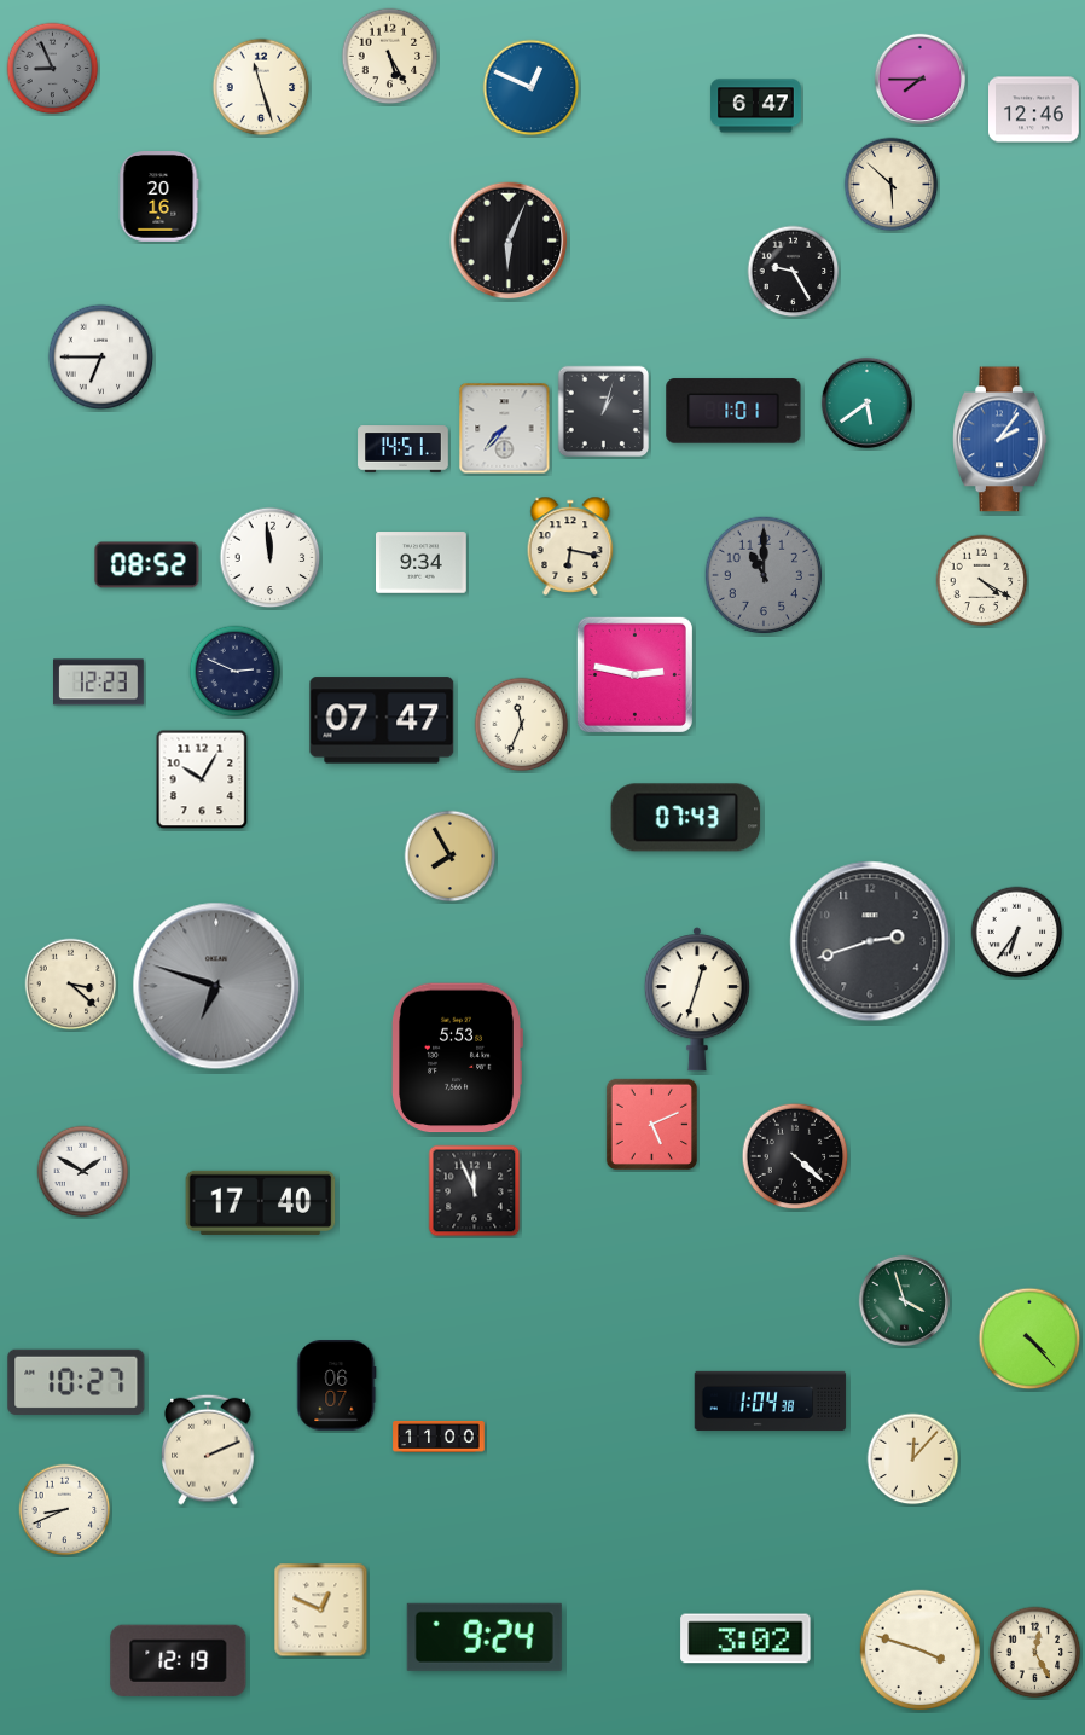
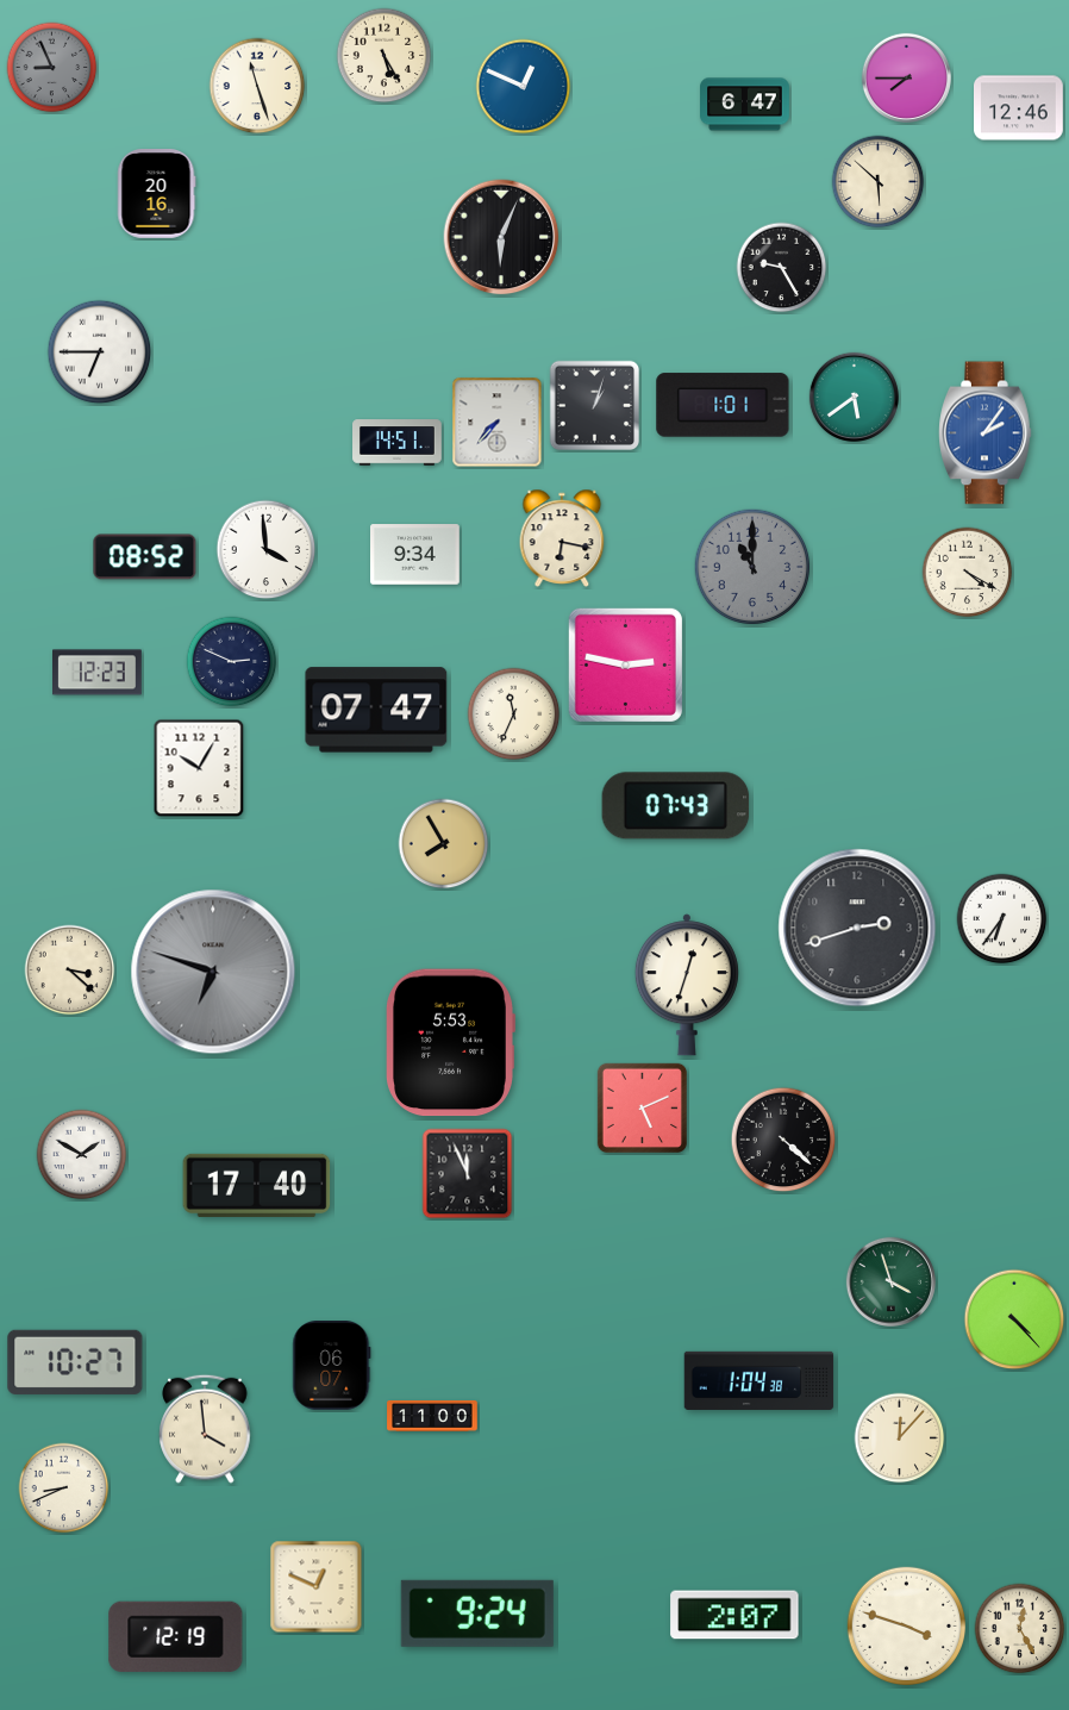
clock at (271, 558): 11:59 -> 3:59
clock at (208, 1450): 2:11 -> 3:59
clock at (745, 1638): 3:02 -> 2:07
